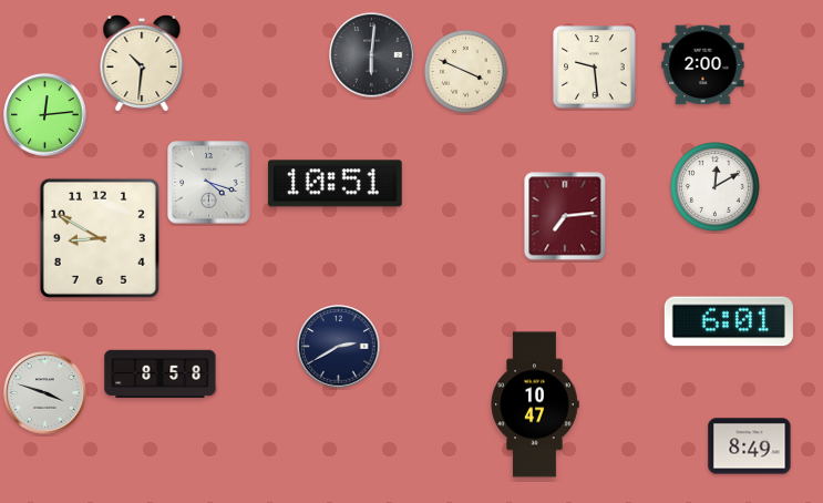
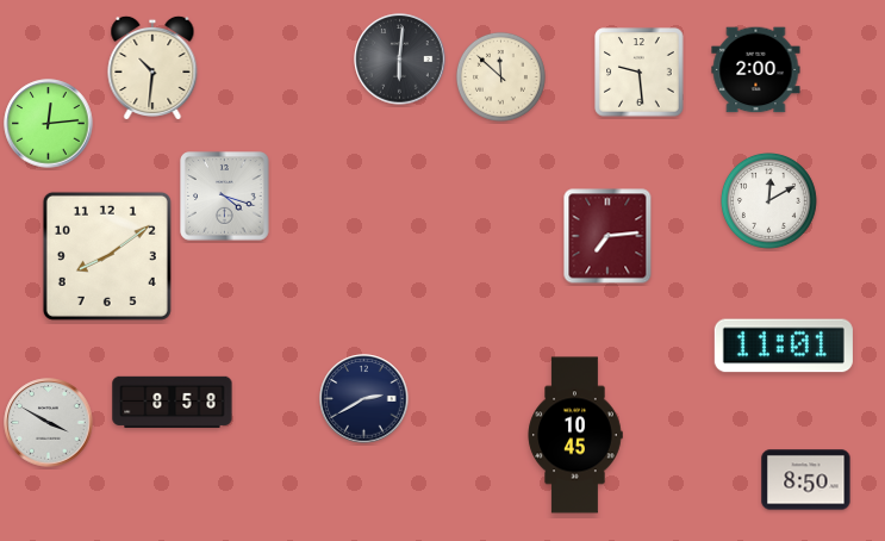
clock at (465, 71): 3:49 -> 11:52
clock at (335, 184): 10:51 -> none
clock at (565, 216) position: (565, 216) -> (607, 236)
clock at (100, 238): 8:50 -> 8:09
clock at (729, 321): 6:01 -> 11:01
clock at (339, 347) position: (339, 347) -> (364, 399)
clock at (45, 393): 3:48 -> 3:50
clock at (535, 404): 10:47 -> 10:45
clock at (750, 446): 8:49 -> 8:50
